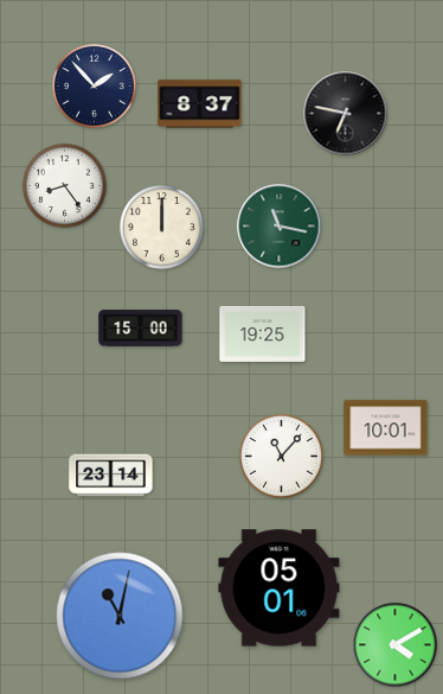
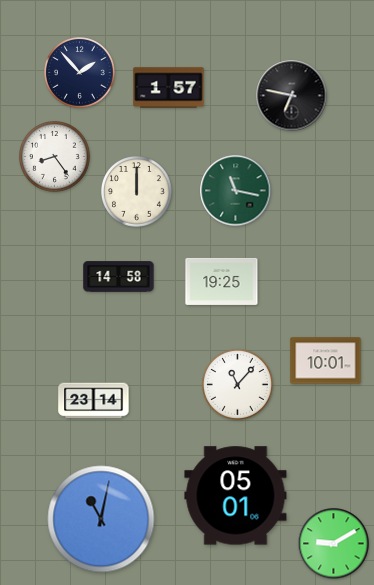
clock at (200, 104): 8:37 -> 1:57
clock at (141, 329): 15:00 -> 14:58
clock at (396, 645): 4:10 -> 9:10
